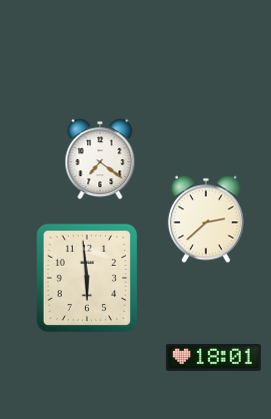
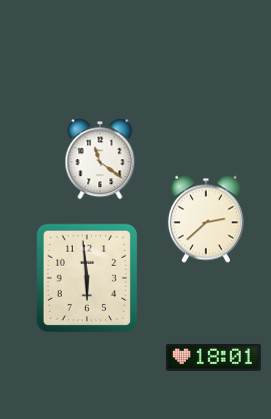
clock at (100, 159): 7:21 -> 11:21
